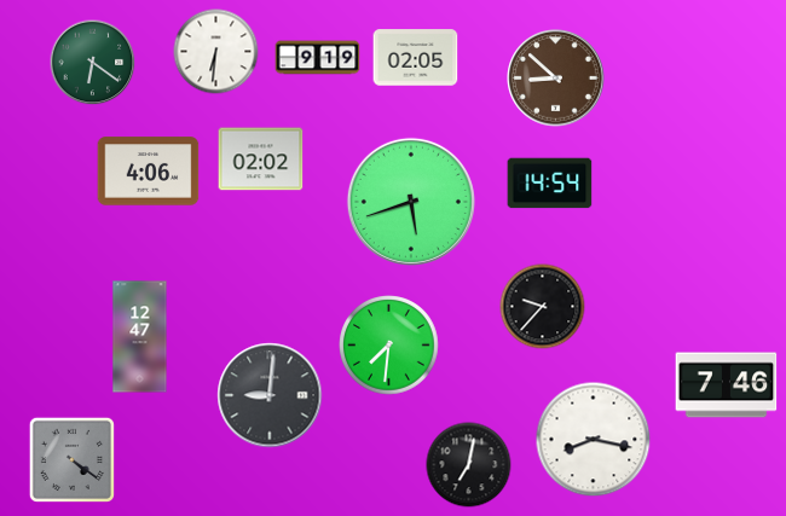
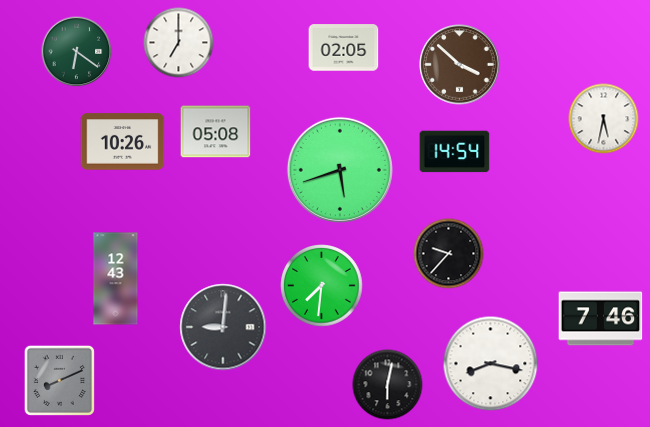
clock at (216, 52): 6:31 -> 7:00
clock at (318, 58): 9:19 -> none
clock at (556, 79): 8:52 -> 3:52
clock at (604, 119): none -> 5:32
clock at (261, 160): 02:02 -> 05:08
clock at (149, 172): 4:06 -> 10:26
clock at (411, 202) position: (411, 202) -> (340, 170)
clock at (140, 337): 12:47 -> 12:43
clock at (71, 459): 4:21 -> 8:11
clock at (469, 465): 7:02 -> 6:02
